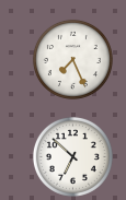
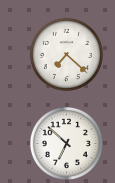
clock at (72, 59): 7:26 -> 7:22
